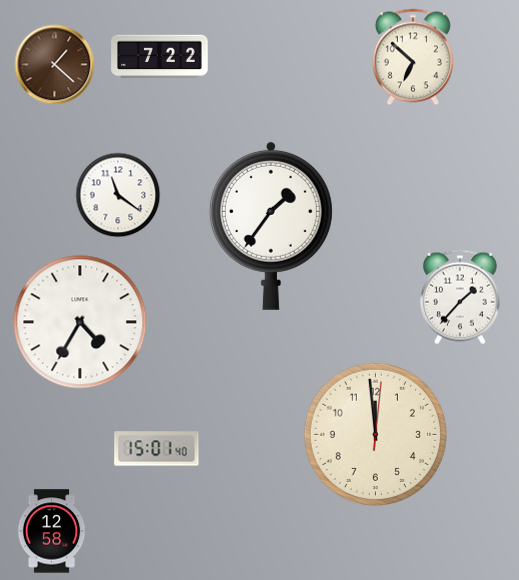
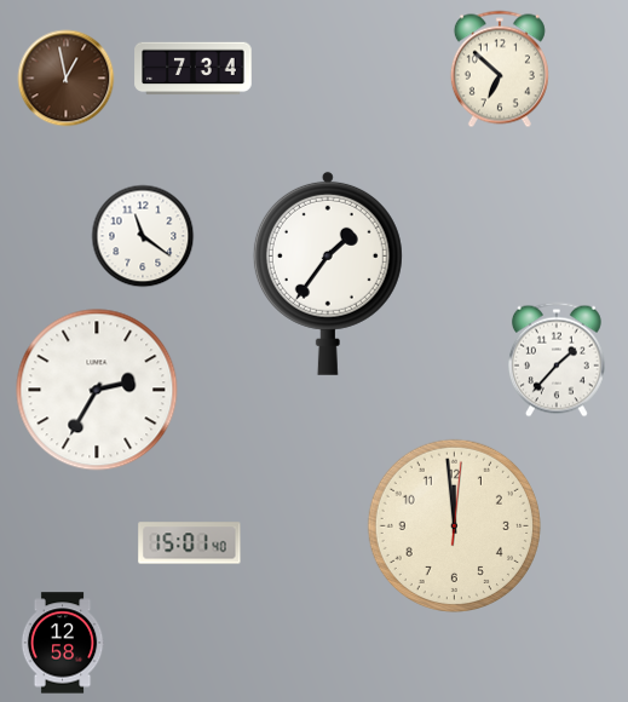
clock at (160, 57): 7:22 -> 7:34
clock at (55, 65): 1:22 -> 12:58
clock at (80, 322): 4:35 -> 2:35
